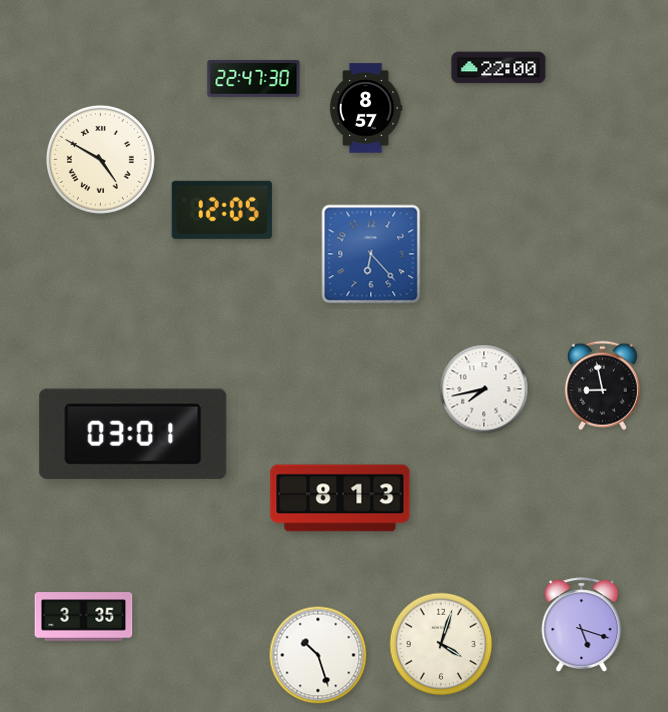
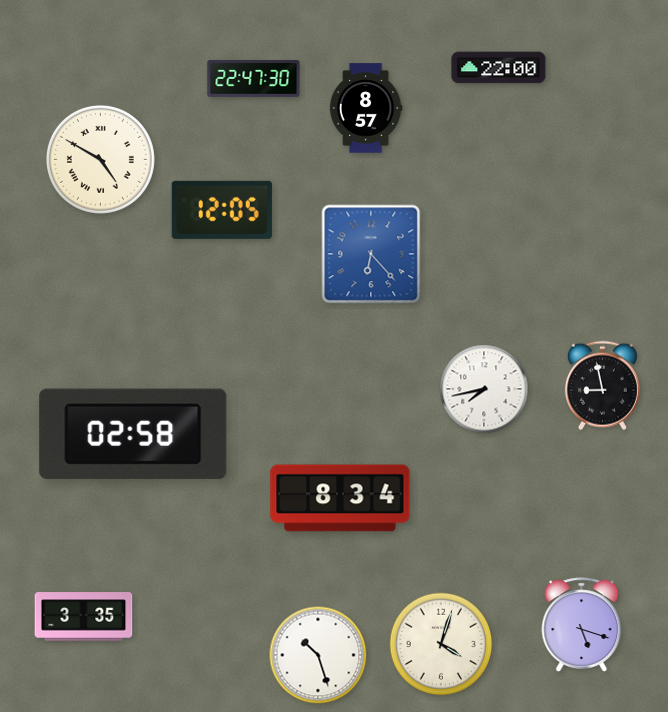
clock at (133, 434): 03:01 -> 02:58
clock at (340, 498): 8:13 -> 8:34
